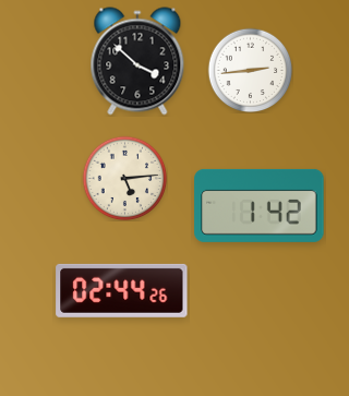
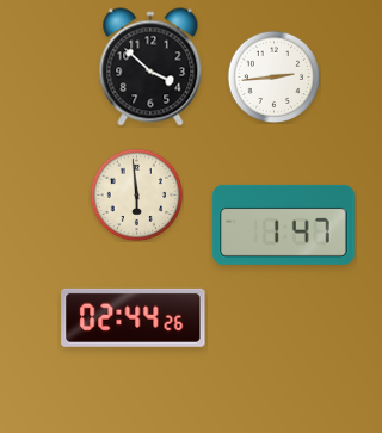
clock at (124, 178): 5:14 -> 5:59
clock at (260, 205): 1:42 -> 1:47
